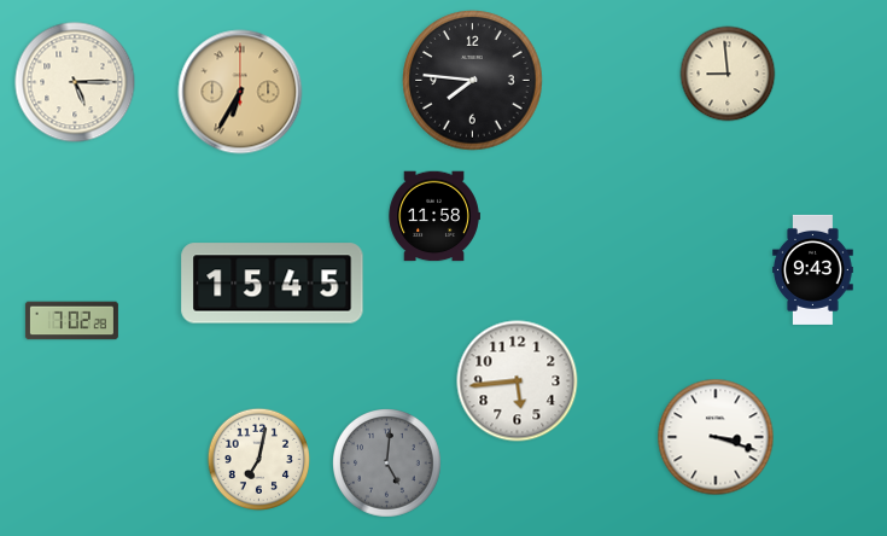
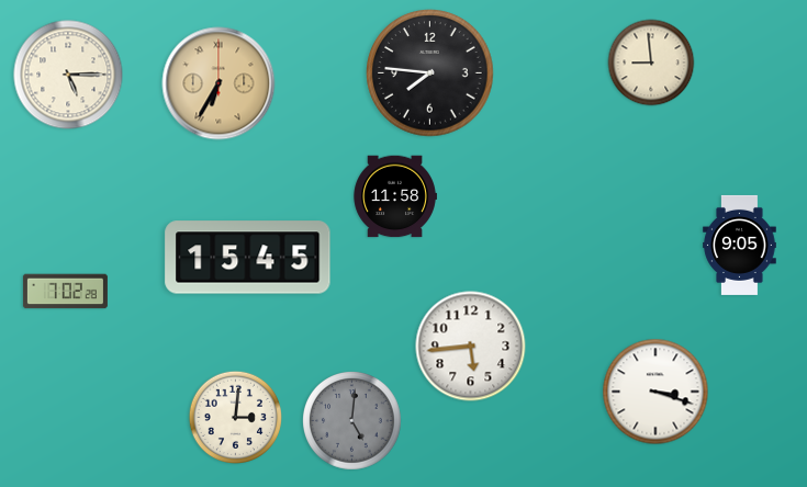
clock at (728, 74) position: (728, 74) -> (651, 63)
clock at (813, 269): 9:43 -> 9:05
clock at (716, 437) position: (716, 437) -> (655, 392)
clock at (258, 459): 7:02 -> 3:01
